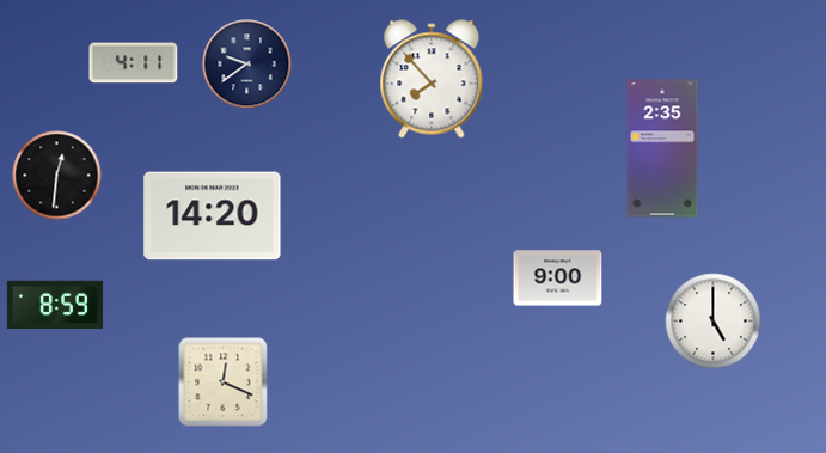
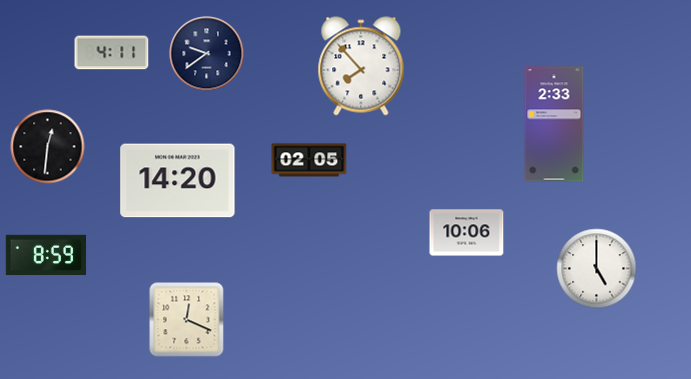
clock at (662, 148): 2:35 -> 2:33
clock at (309, 160): none -> 02:05
clock at (558, 278): 9:00 -> 10:06
